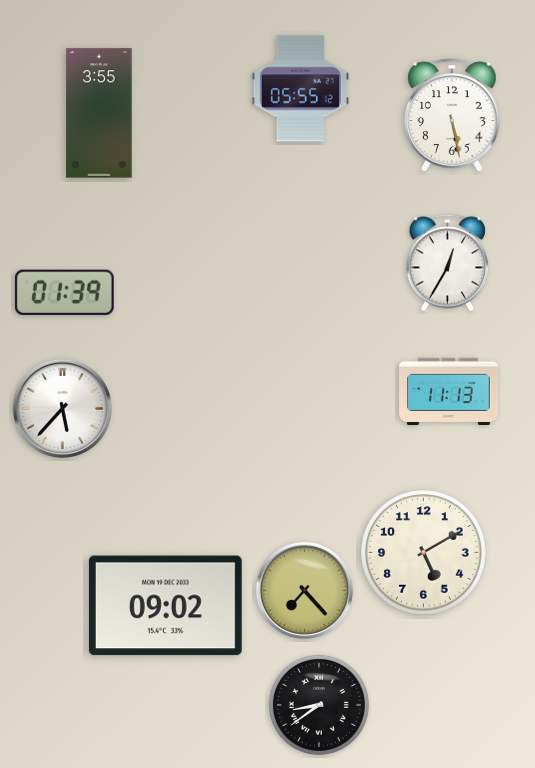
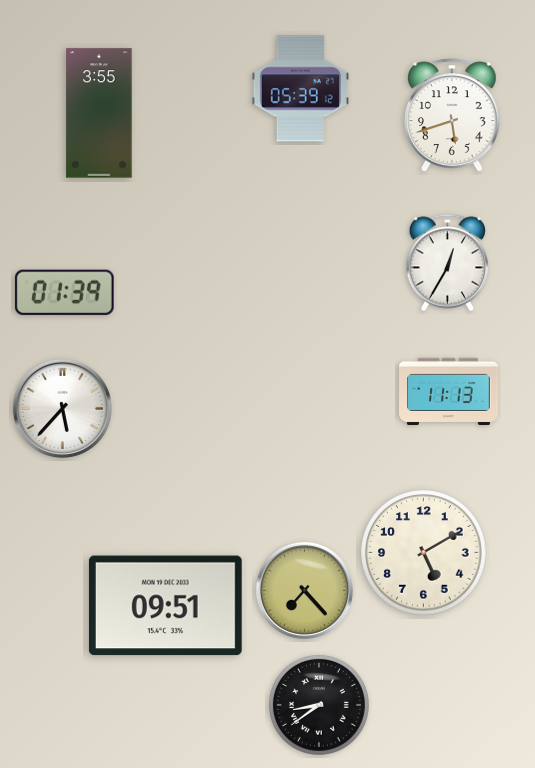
clock at (300, 89): 05:55 -> 05:39
clock at (453, 115): 5:28 -> 5:42
clock at (165, 606): 09:02 -> 09:51
